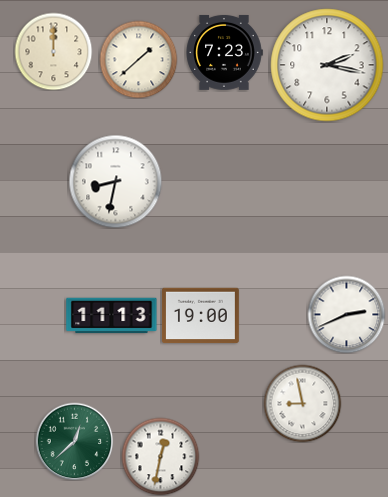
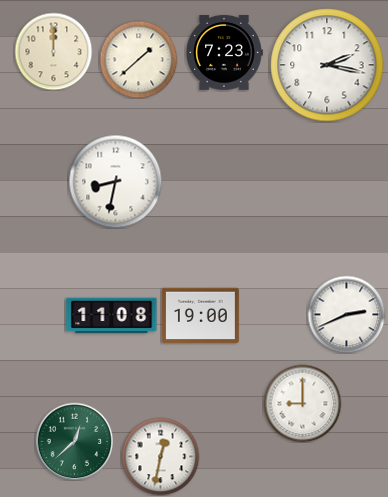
clock at (112, 316): 11:13 -> 11:08
clock at (302, 403): 8:58 -> 9:00
